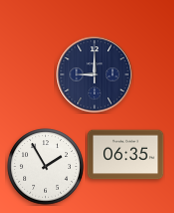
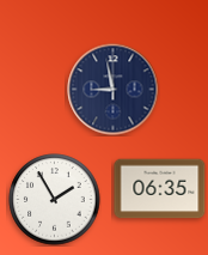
clock at (95, 75): 9:00 -> 8:58
clock at (126, 155) position: (126, 155) -> (160, 189)
